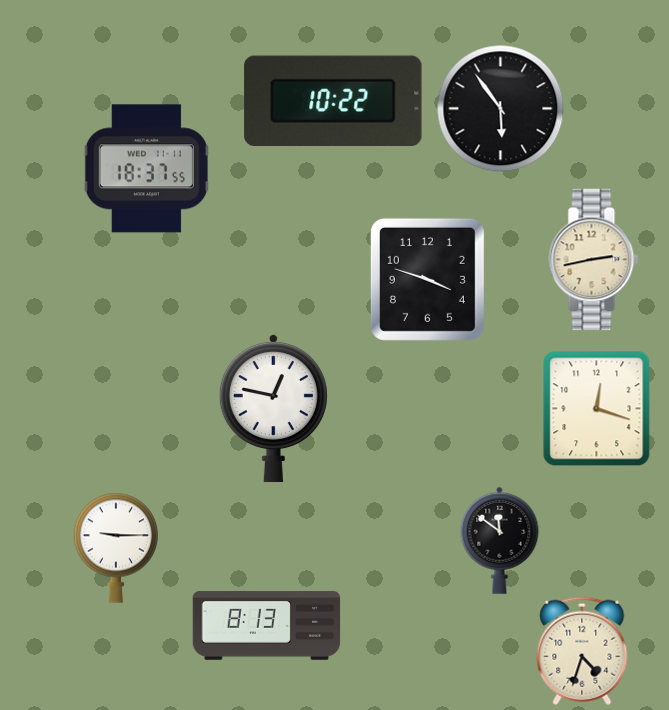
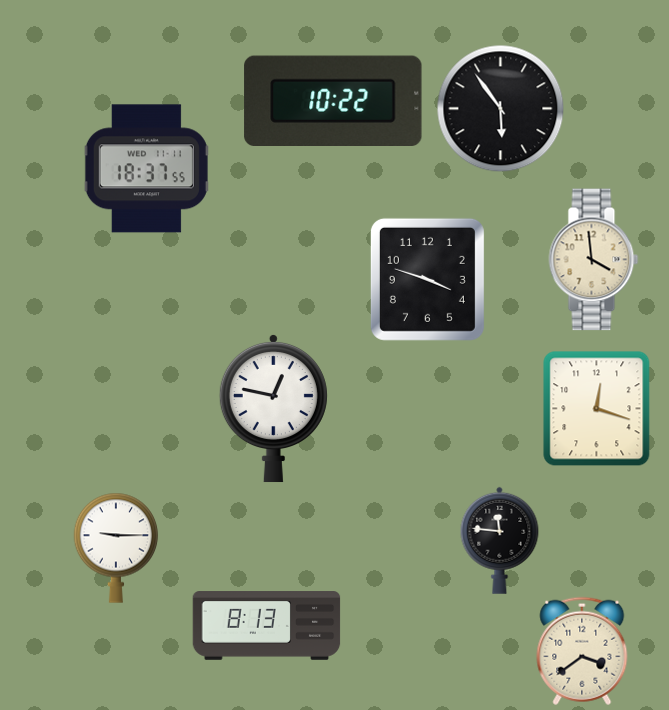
clock at (594, 260): 2:43 -> 3:59
clock at (500, 540): 11:51 -> 11:46
clock at (582, 651): 4:33 -> 3:39
